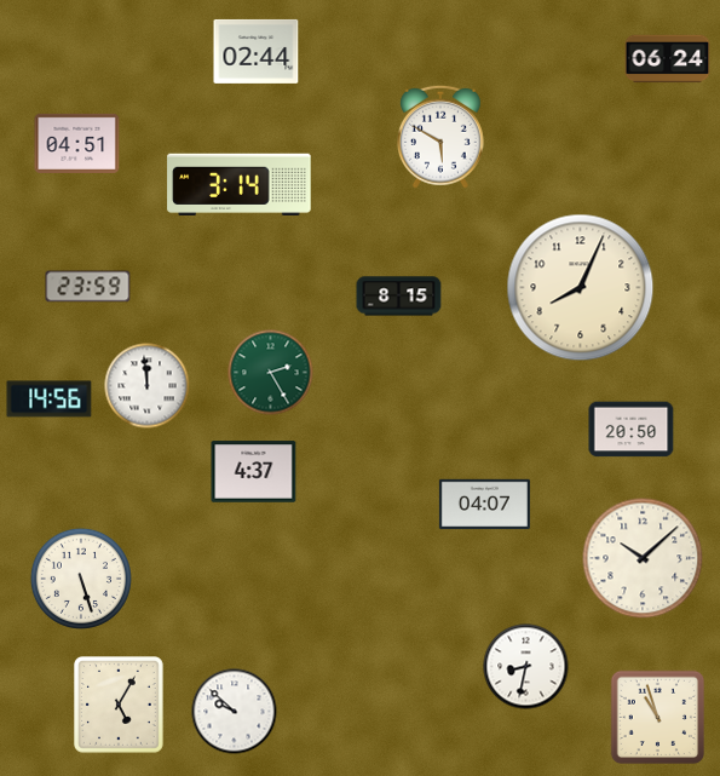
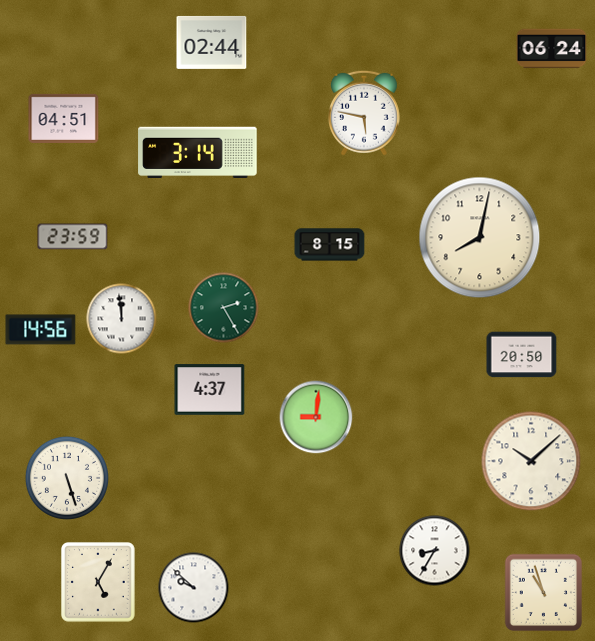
clock at (440, 137): 5:50 -> 5:47
clock at (581, 288): 8:04 -> 8:02
clock at (316, 417): none -> 9:01
clock at (484, 505): 04:07 -> none
clock at (526, 667): 8:32 -> 8:35
